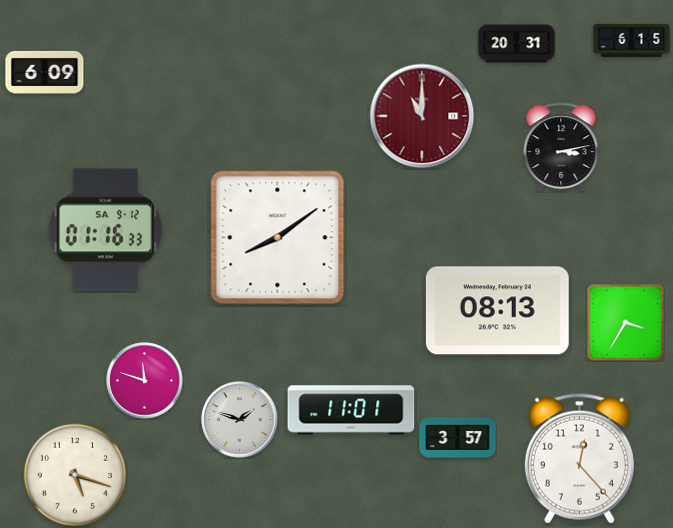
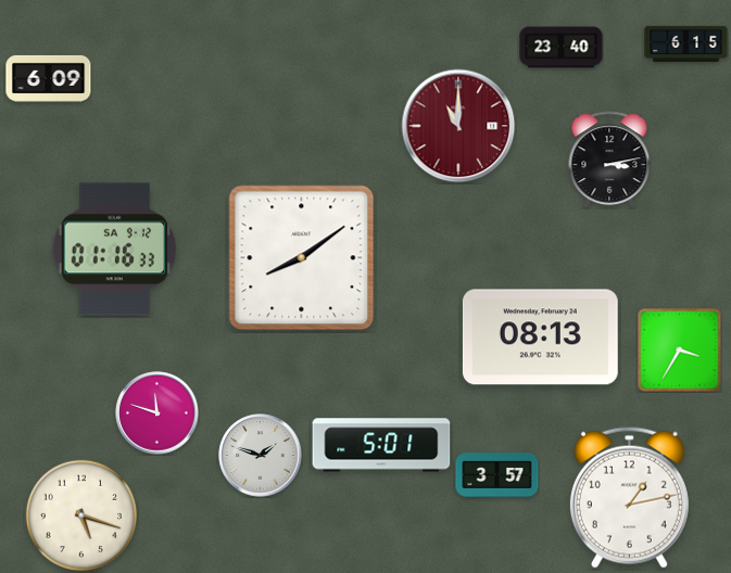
clock at (517, 44): 20:31 -> 23:40
clock at (351, 410): 11:01 -> 5:01
clock at (579, 458): 12:23 -> 1:13
